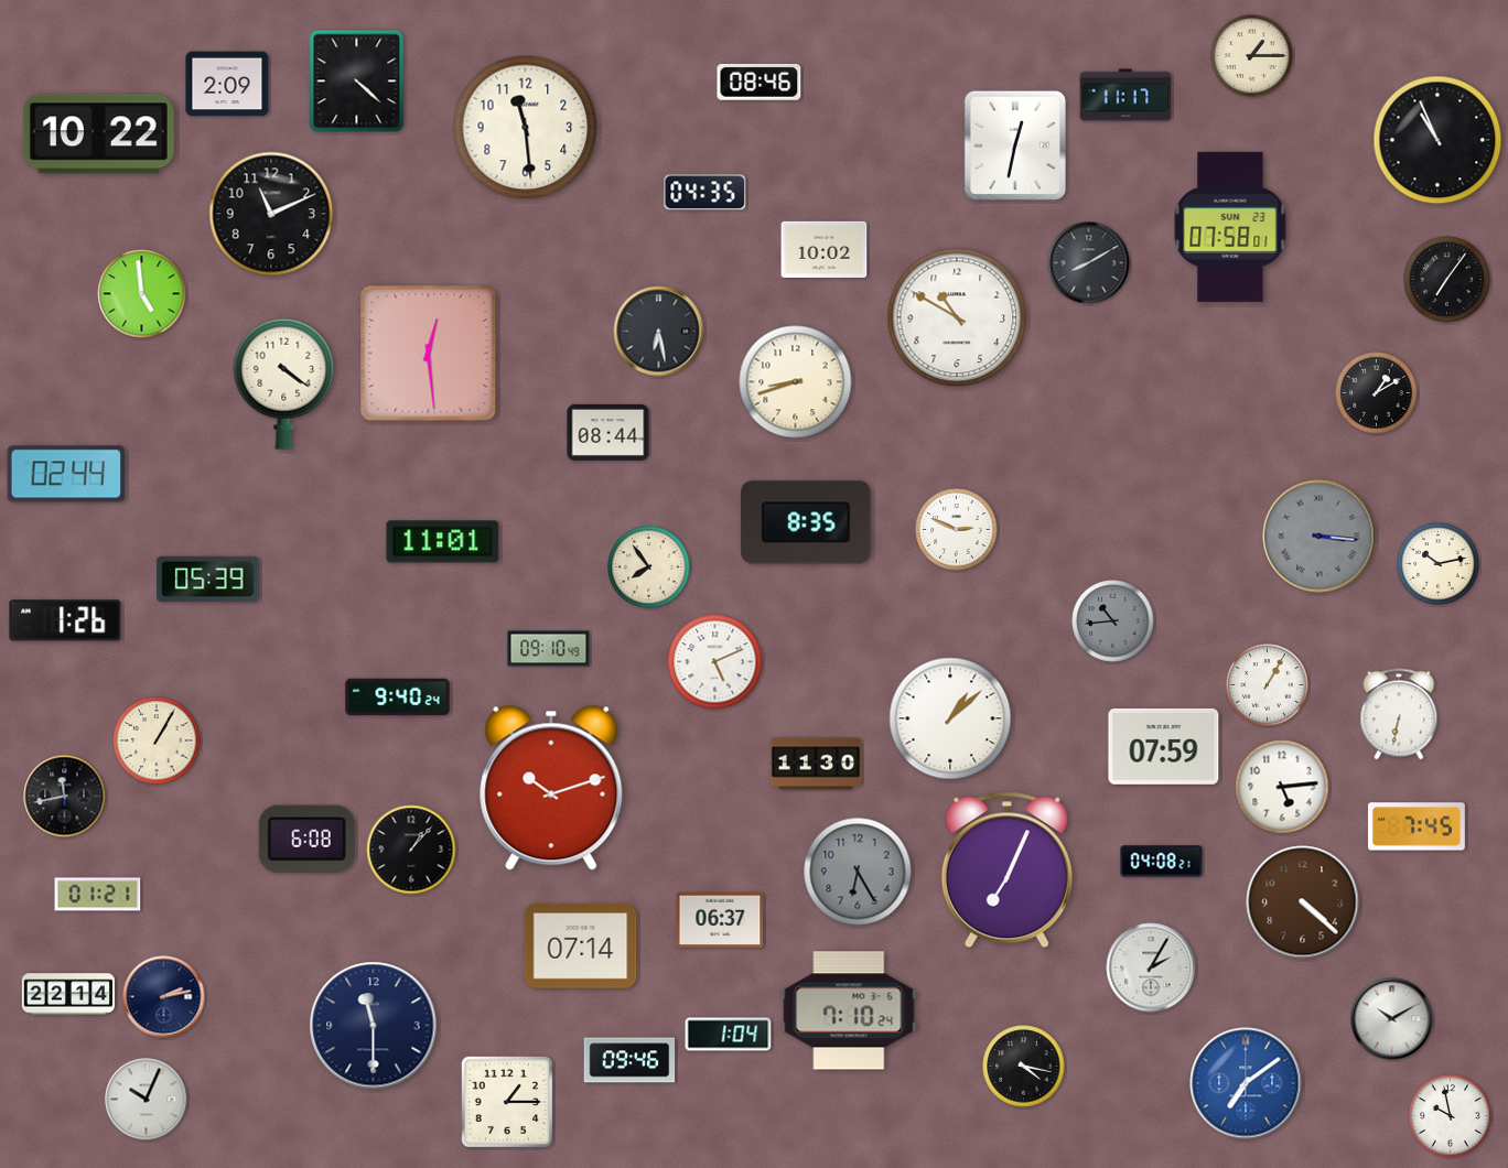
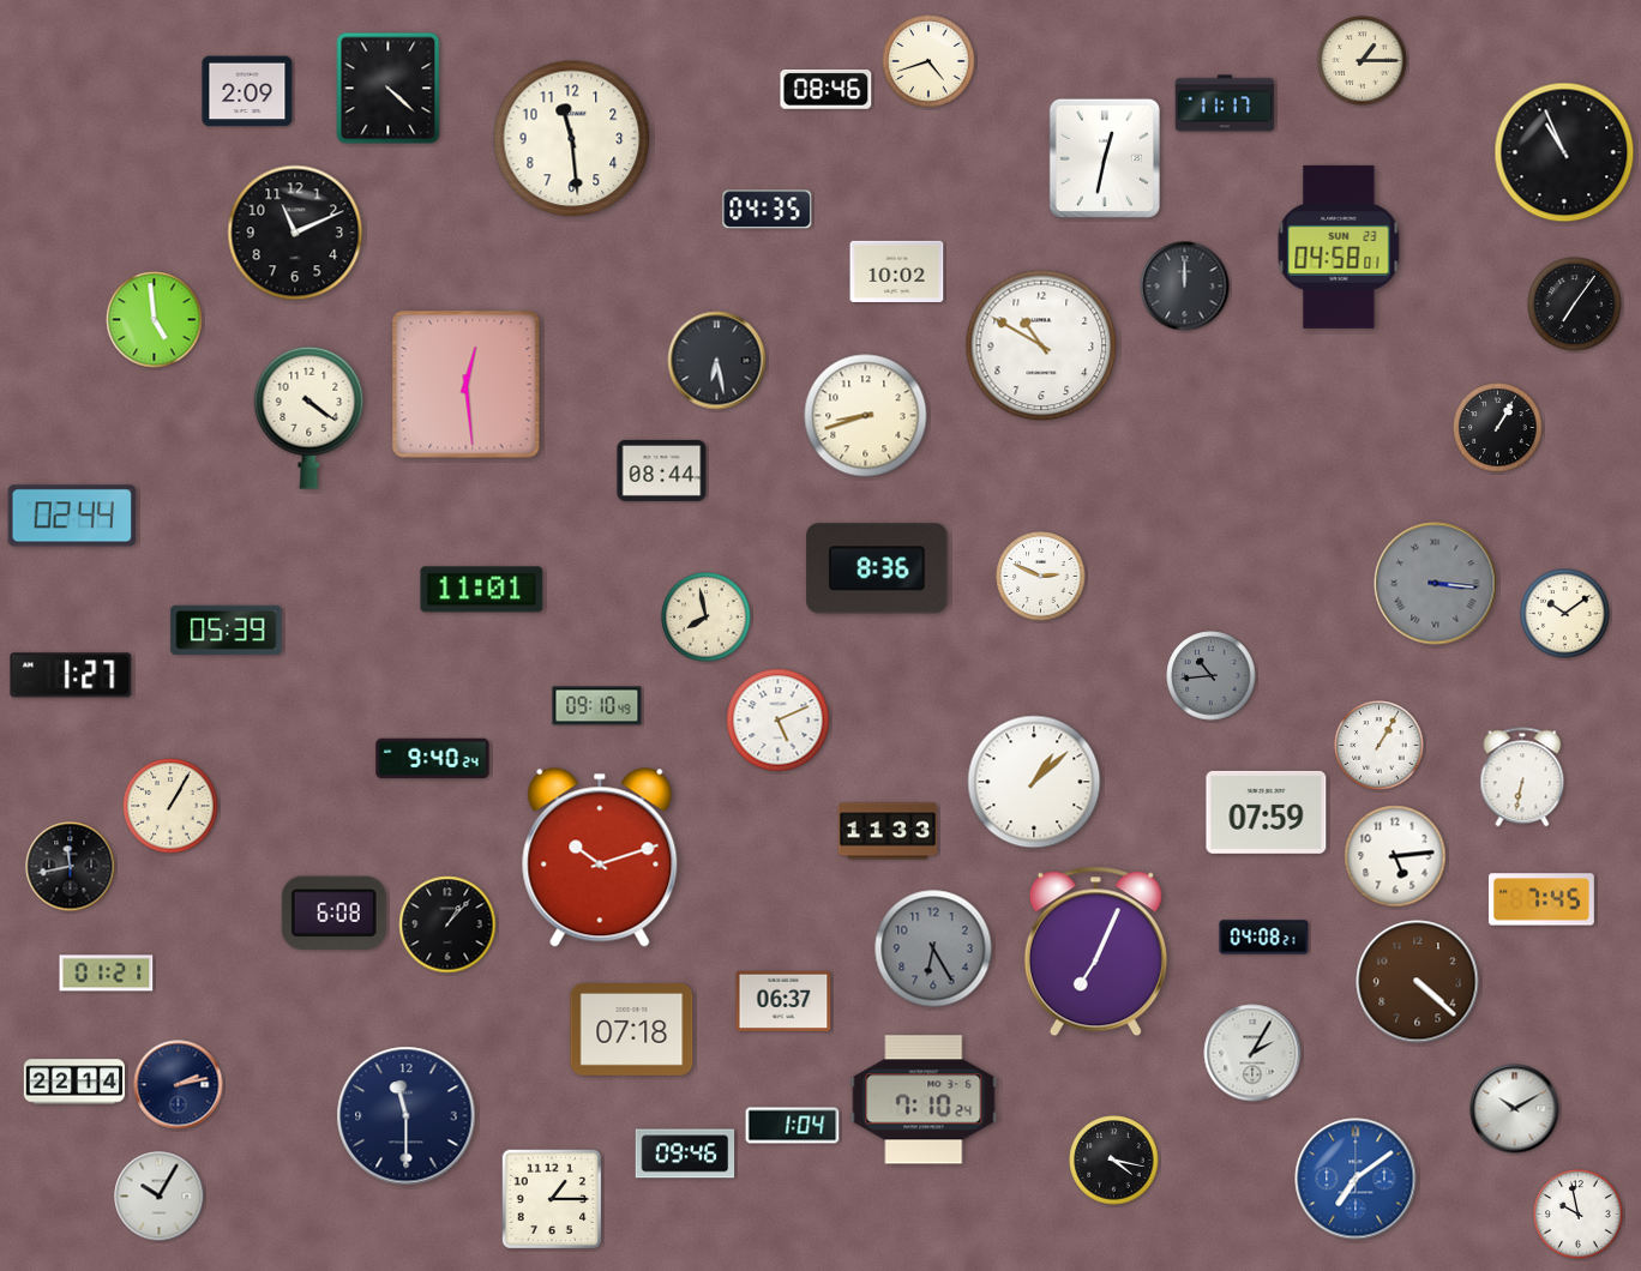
clock at (928, 61): none -> 4:42
clock at (98, 134): 10:22 -> none
clock at (1230, 227): 07:58 -> 04:58
clock at (1089, 263): 8:10 -> 12:00
clock at (1377, 393): 1:10 -> 1:05
clock at (806, 522): 8:35 -> 8:36
clock at (1439, 564): 10:13 -> 10:09
clock at (649, 567): 7:54 -> 7:58
clock at (65, 620): 1:26 -> 1:27
clock at (816, 764): 11:30 -> 11:33
clock at (1006, 870) position: (1006, 870) -> (1095, 952)
clock at (581, 947): 07:14 -> 07:18
clock at (147, 1100): 10:04 -> 10:05
